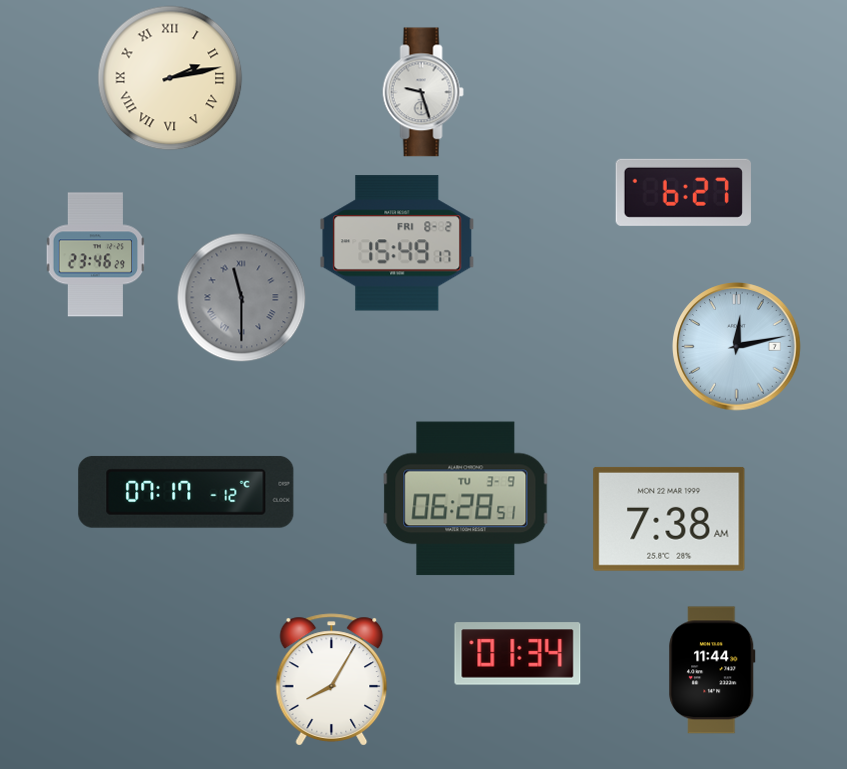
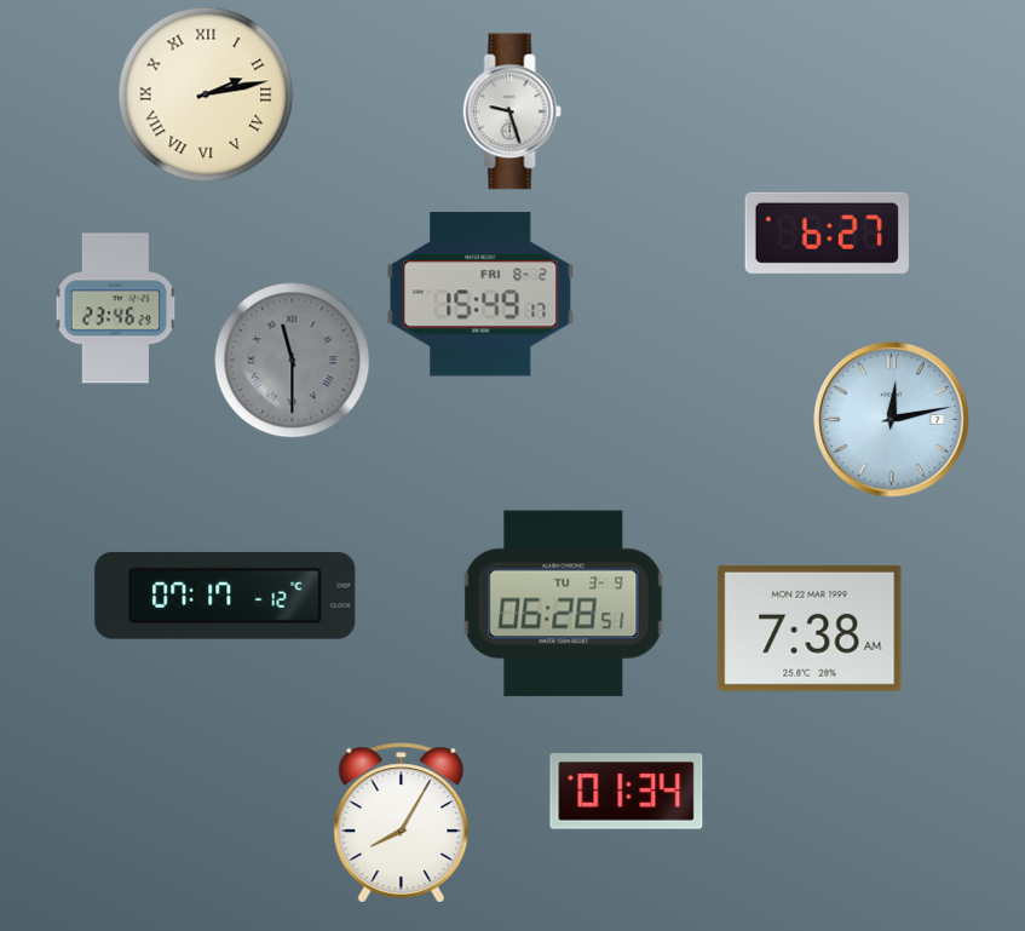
clock at (712, 670): 11:44 -> none
